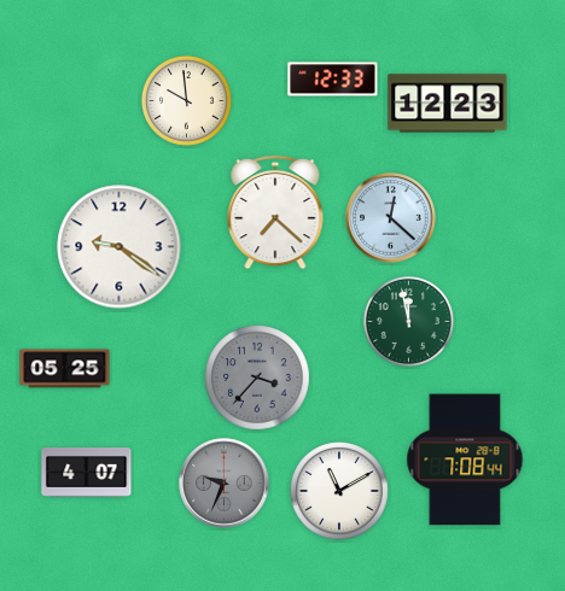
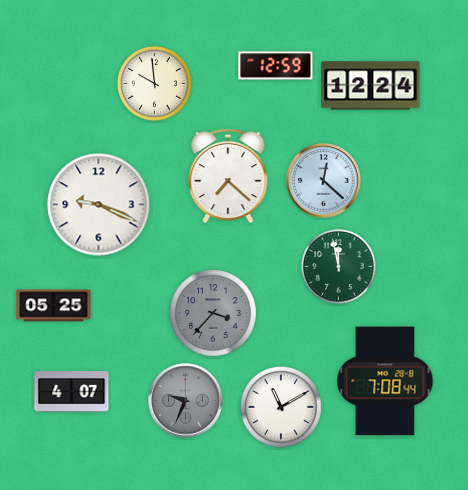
clock at (333, 80): 12:33 -> 12:59
clock at (448, 104): 12:23 -> 12:24
clock at (120, 247): 9:21 -> 9:19
